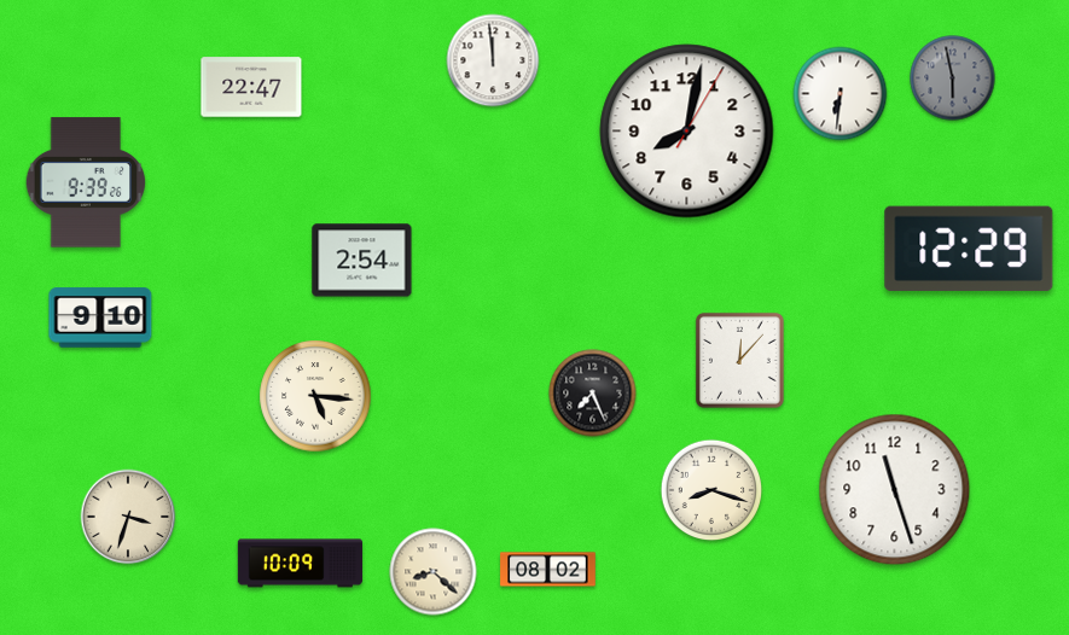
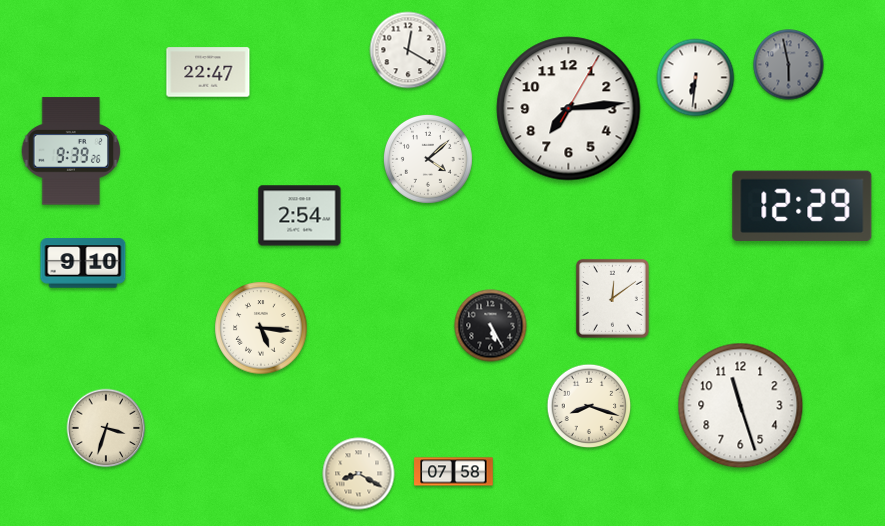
clock at (493, 60): 11:59 -> 12:20
clock at (687, 132): 8:02 -> 7:14
clock at (428, 159): none -> 4:08
clock at (739, 360): 12:07 -> 12:09
clock at (593, 394): 7:26 -> 5:25
clock at (301, 564): 10:09 -> none
clock at (548, 570): 08:02 -> 07:58
clock at (434, 572): 8:22 -> 8:20
